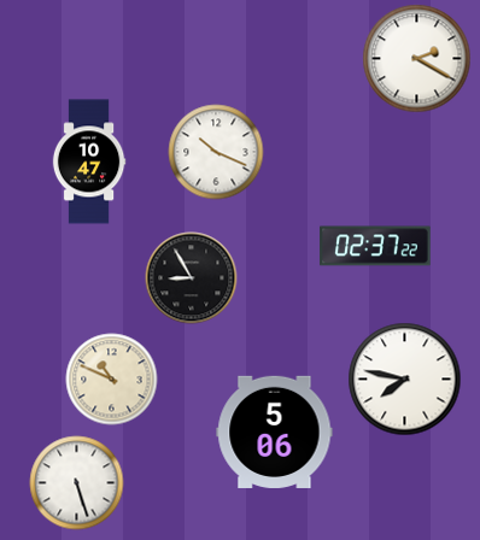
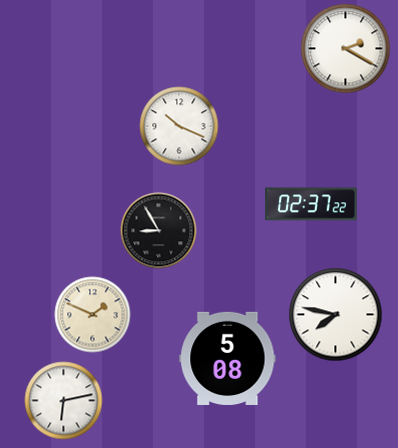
clock at (89, 162): 10:47 -> none
clock at (112, 380): 10:49 -> 1:49
clock at (275, 432): 5:06 -> 5:08
clock at (77, 483): 5:27 -> 6:13
